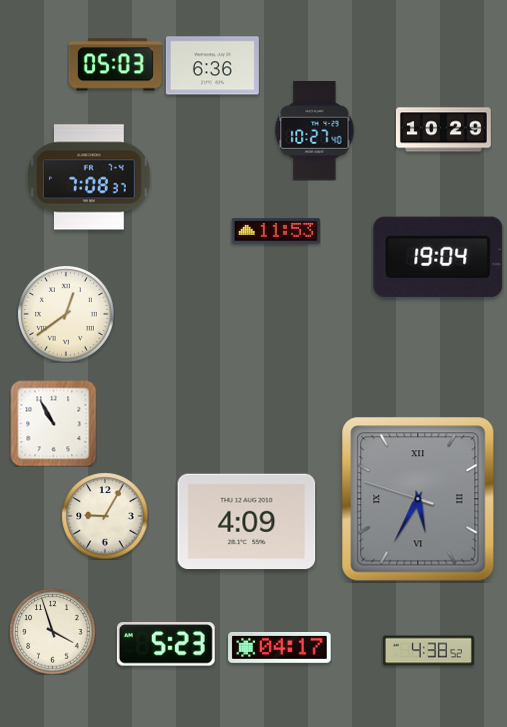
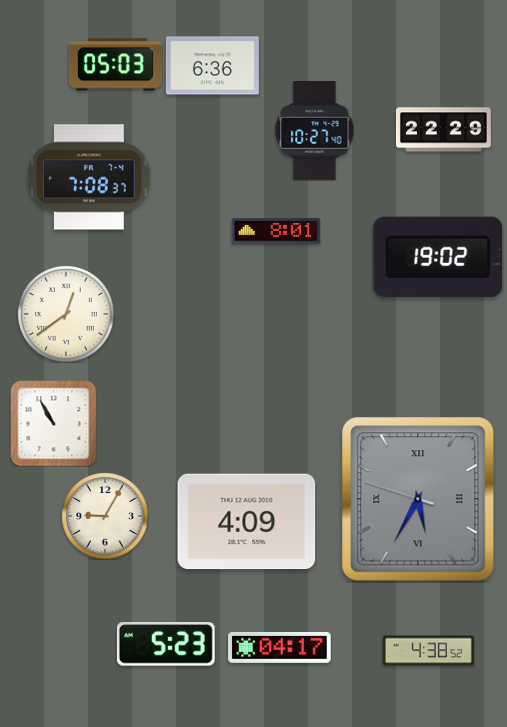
clock at (443, 130): 10:29 -> 22:29
clock at (276, 231): 11:53 -> 8:01
clock at (438, 257): 19:04 -> 19:02
clock at (52, 631): 3:57 -> none
